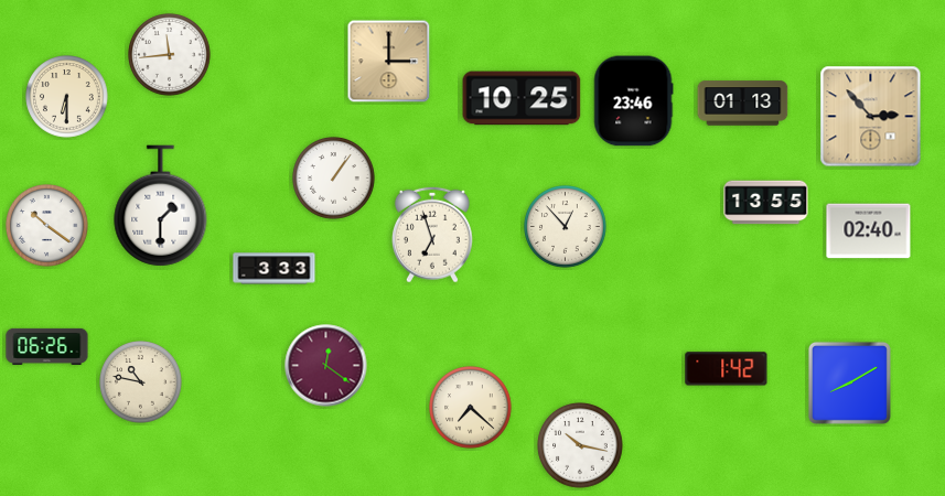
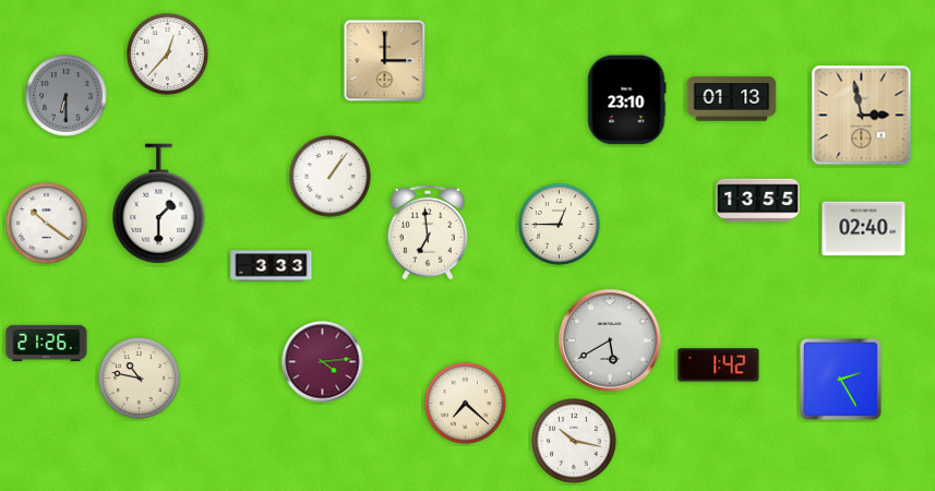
clock at (170, 55): 11:44 -> 12:37
clock at (67, 97) dial: cream -> grey
clock at (522, 98): 10:25 -> none
clock at (633, 101): 23:46 -> 23:10
clock at (743, 104) position: (743, 104) -> (732, 99)
clock at (871, 117): 2:53 -> 2:58
clock at (566, 227): 12:53 -> 12:45
clock at (869, 231) position: (869, 231) -> (864, 229)
clock at (432, 235): 6:57 -> 6:59
clock at (610, 340): none -> 5:40
clock at (47, 346): 06:26 -> 21:26
clock at (326, 366): 12:21 -> 4:14
clock at (849, 382): 8:10 -> 2:25
